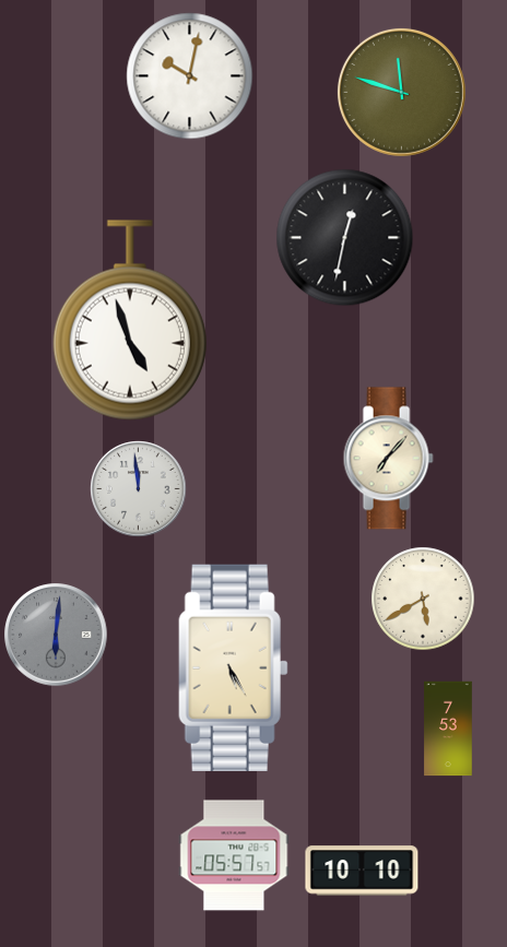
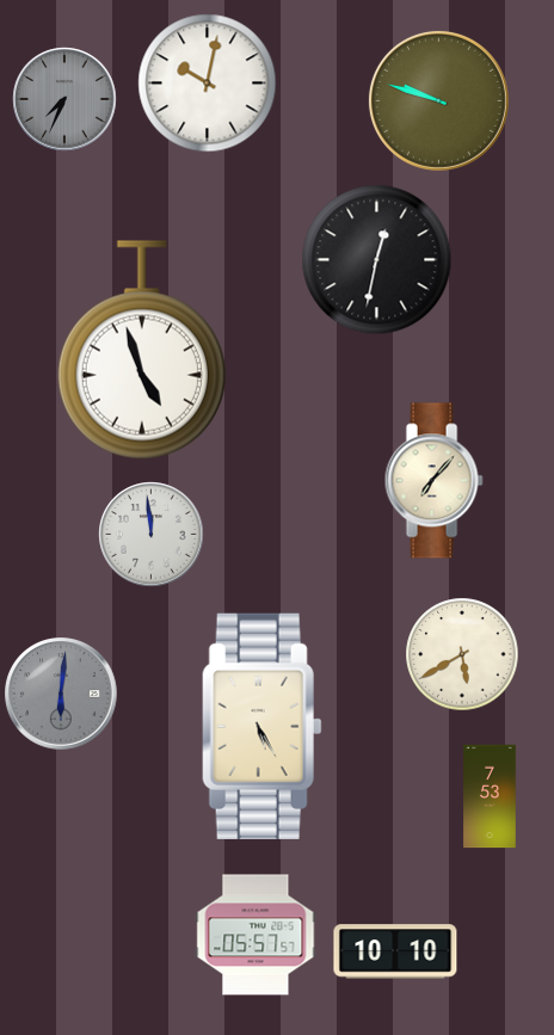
clock at (64, 99): none -> 7:34
clock at (401, 92): 11:48 -> 9:48
clock at (388, 459) position: (388, 459) -> (433, 481)
clock at (233, 667) position: (233, 667) -> (261, 726)
